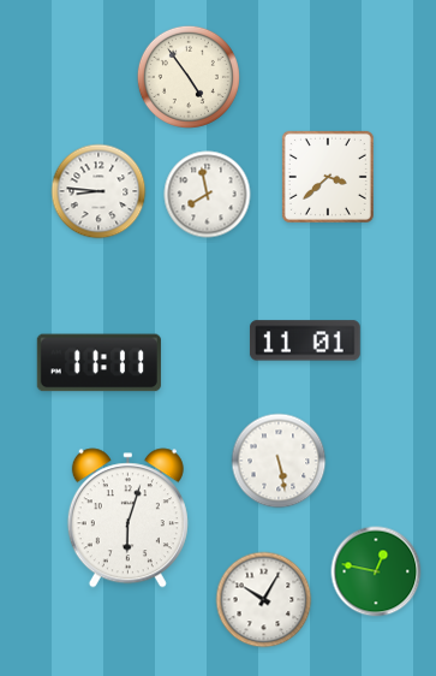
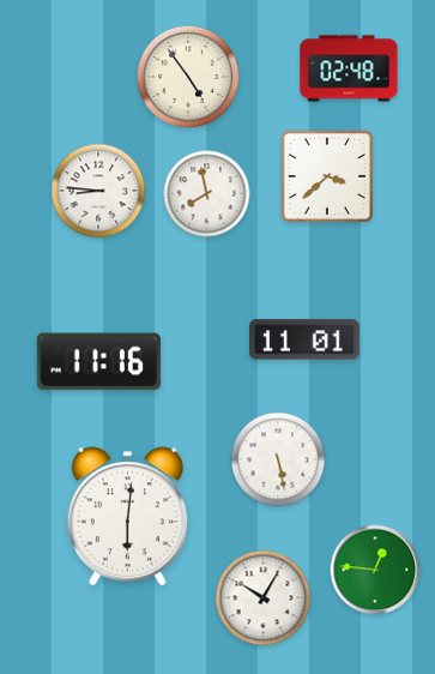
clock at (349, 68): none -> 02:48
clock at (98, 363): 11:11 -> 11:16
clock at (127, 518): 6:03 -> 6:01
clock at (376, 571): 12:47 -> 12:46
